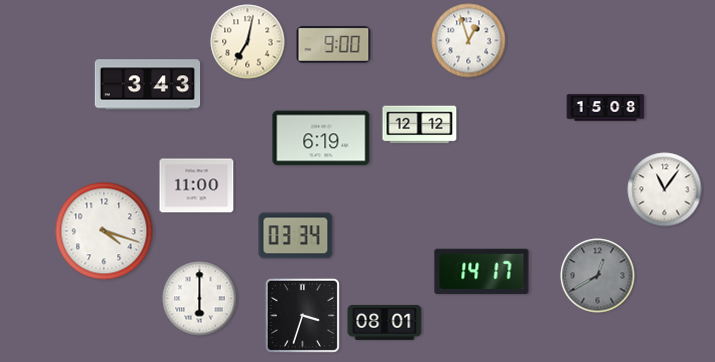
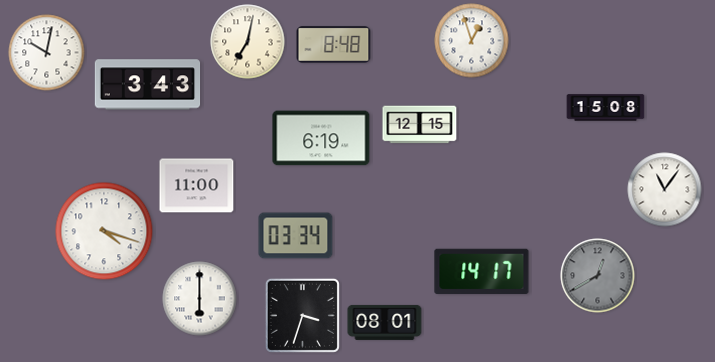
clock at (469, 41) position: (469, 41) -> (472, 41)
clock at (334, 45): 9:00 -> 8:48
clock at (47, 53): none -> 10:02
clock at (420, 125): 12:12 -> 12:15
